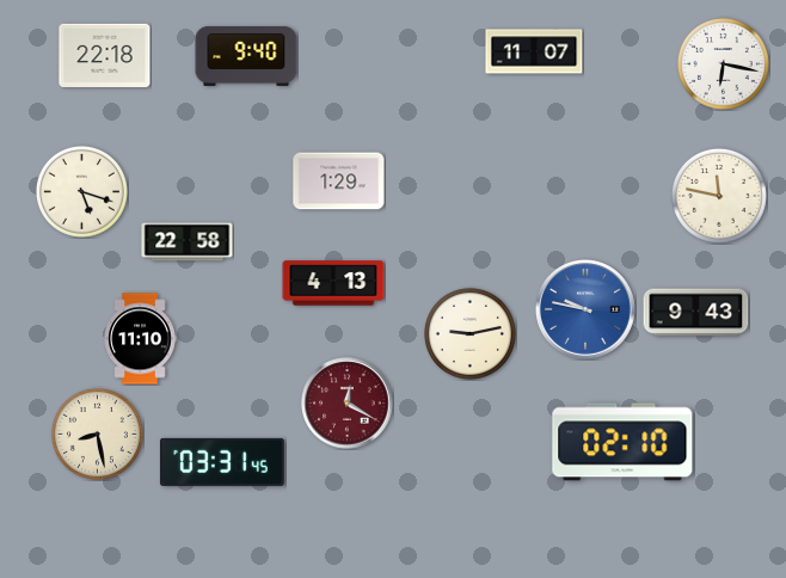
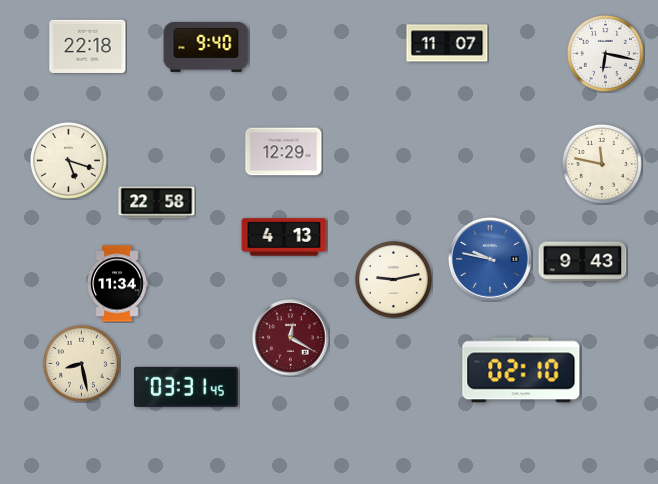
clock at (339, 182): 1:29 -> 12:29
clock at (333, 283) position: (333, 283) -> (284, 237)
clock at (140, 339): 11:10 -> 11:34
